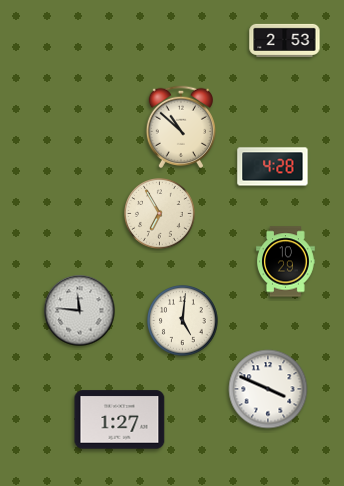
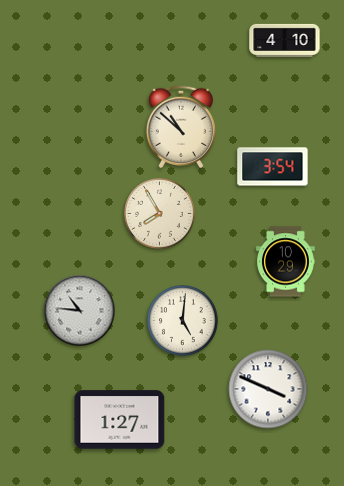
clock at (285, 40): 2:53 -> 4:10
clock at (273, 167): 4:28 -> 3:54
clock at (160, 214): 6:55 -> 7:55
clock at (80, 311): 11:46 -> 10:46
